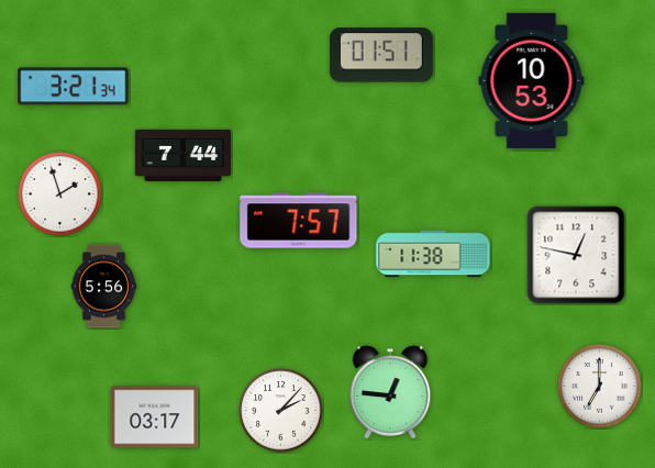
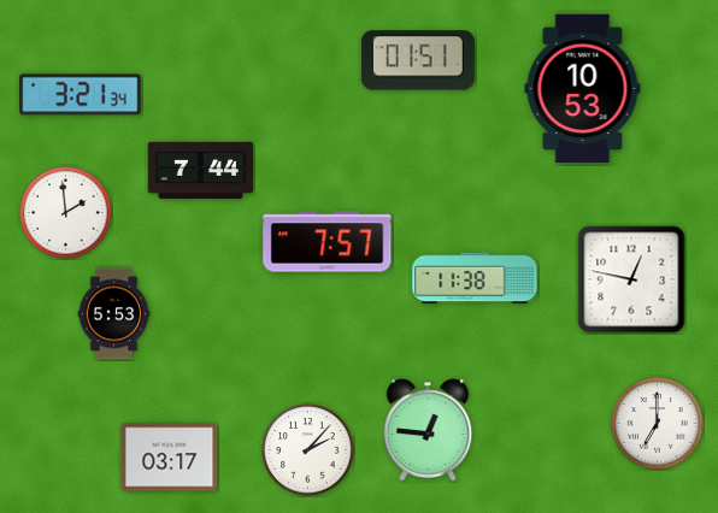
clock at (60, 194): 1:57 -> 1:59
clock at (104, 287): 5:56 -> 5:53
